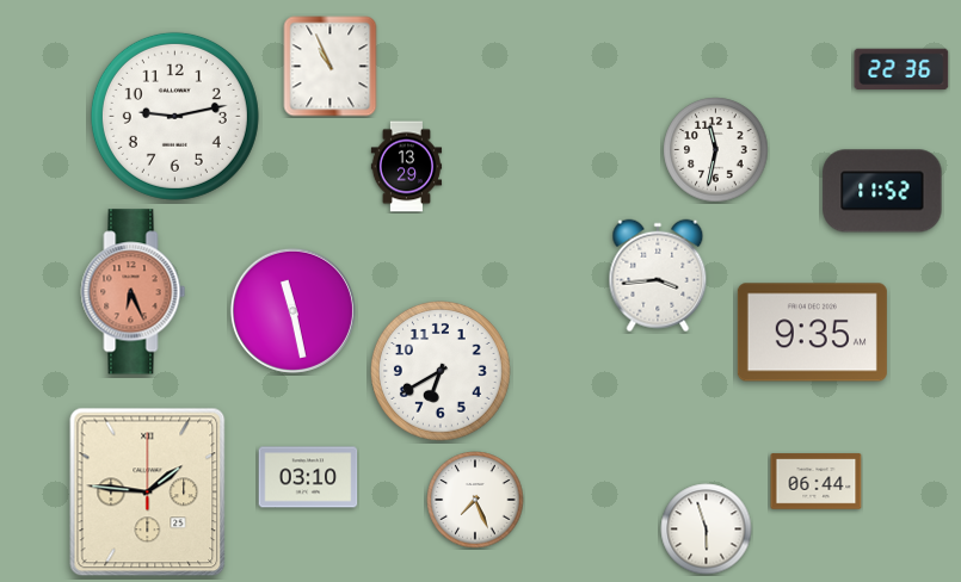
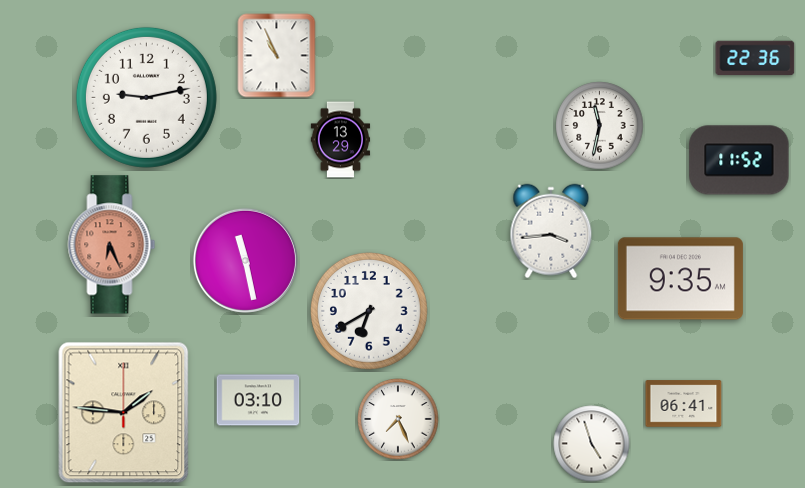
clock at (817, 482): 06:44 -> 06:41
clock at (707, 530): 5:57 -> 4:57
